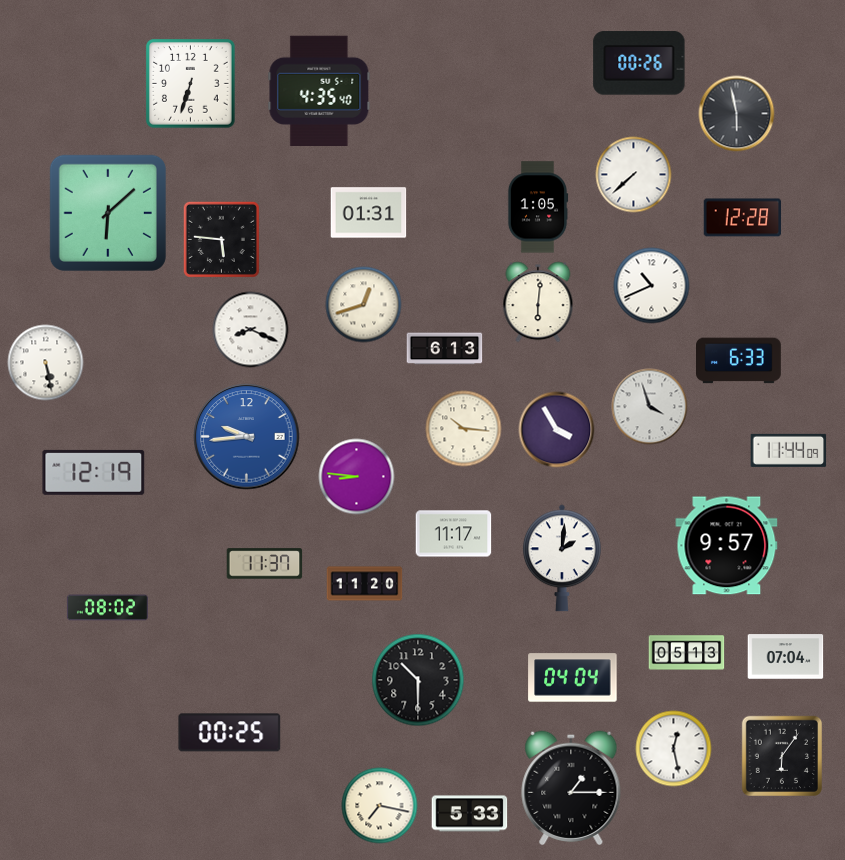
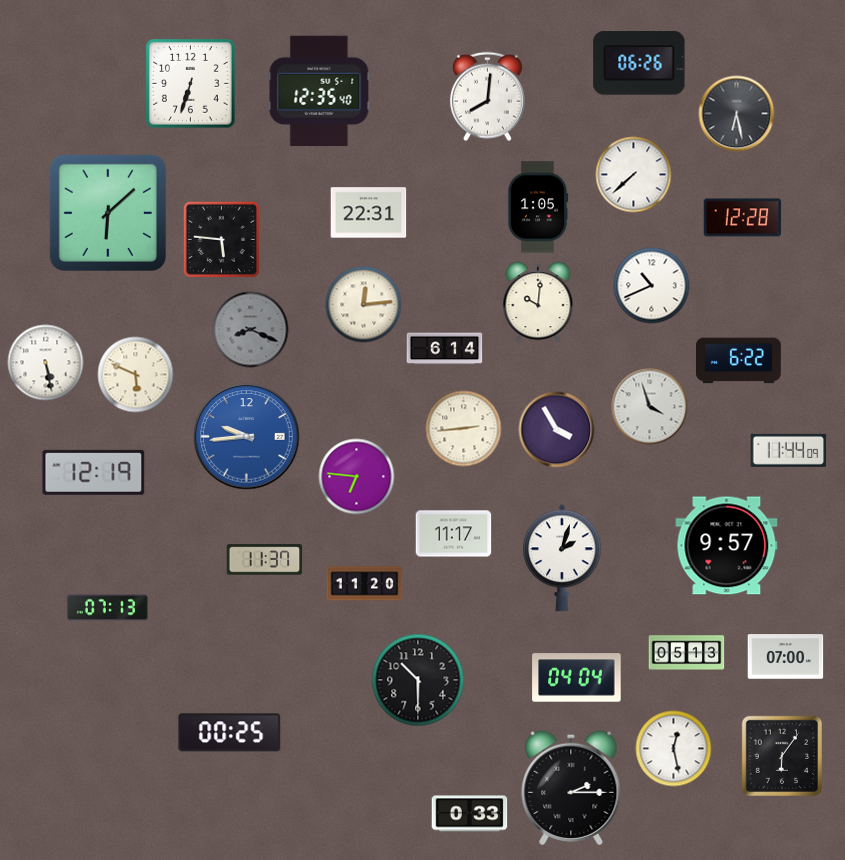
clock at (639, 63): 00:26 -> 06:26
clock at (319, 90): 4:35 -> 12:35
clock at (487, 97): none -> 8:01
clock at (737, 114): 5:58 -> 6:28
clock at (369, 213): 01:31 -> 22:31
clock at (538, 302): 6:01 -> 10:01
clock at (364, 305): 12:42 -> 12:14
clock at (251, 330) dial: white -> grey
clock at (445, 349): 6:13 -> 6:14
clock at (739, 361): 6:33 -> 6:22
clock at (136, 375): none -> 5:49
clock at (464, 429): 10:16 -> 2:44
clock at (357, 477): 8:46 -> 6:46
clock at (563, 558): 2:01 -> 2:03
clock at (265, 564) position: (265, 564) -> (265, 560)
clock at (107, 608): 08:02 -> 07:13
clock at (786, 657): 07:04 -> 07:00
clock at (573, 678) position: (573, 678) -> (577, 678)
clock at (571, 788): 1:15 -> 2:15
clock at (380, 806): 7:17 -> none
clock at (470, 814): 5:33 -> 0:33
